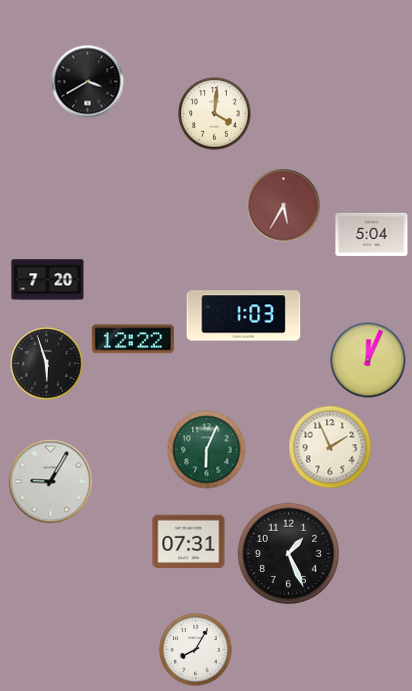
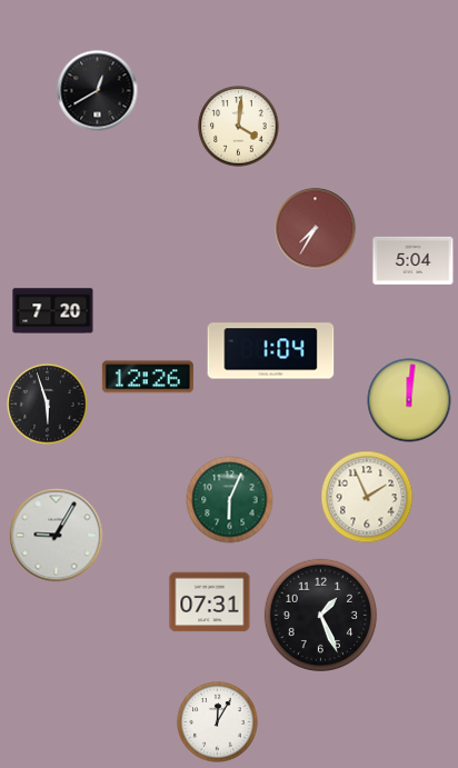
clock at (88, 82): 3:40 -> 12:40
clock at (284, 206): 5:35 -> 7:35
clock at (244, 316): 1:03 -> 1:04
clock at (133, 339): 12:22 -> 12:26
clock at (368, 360): 12:04 -> 12:01
clock at (47, 364) position: (47, 364) -> (48, 405)
clock at (196, 650): 8:05 -> 12:05
